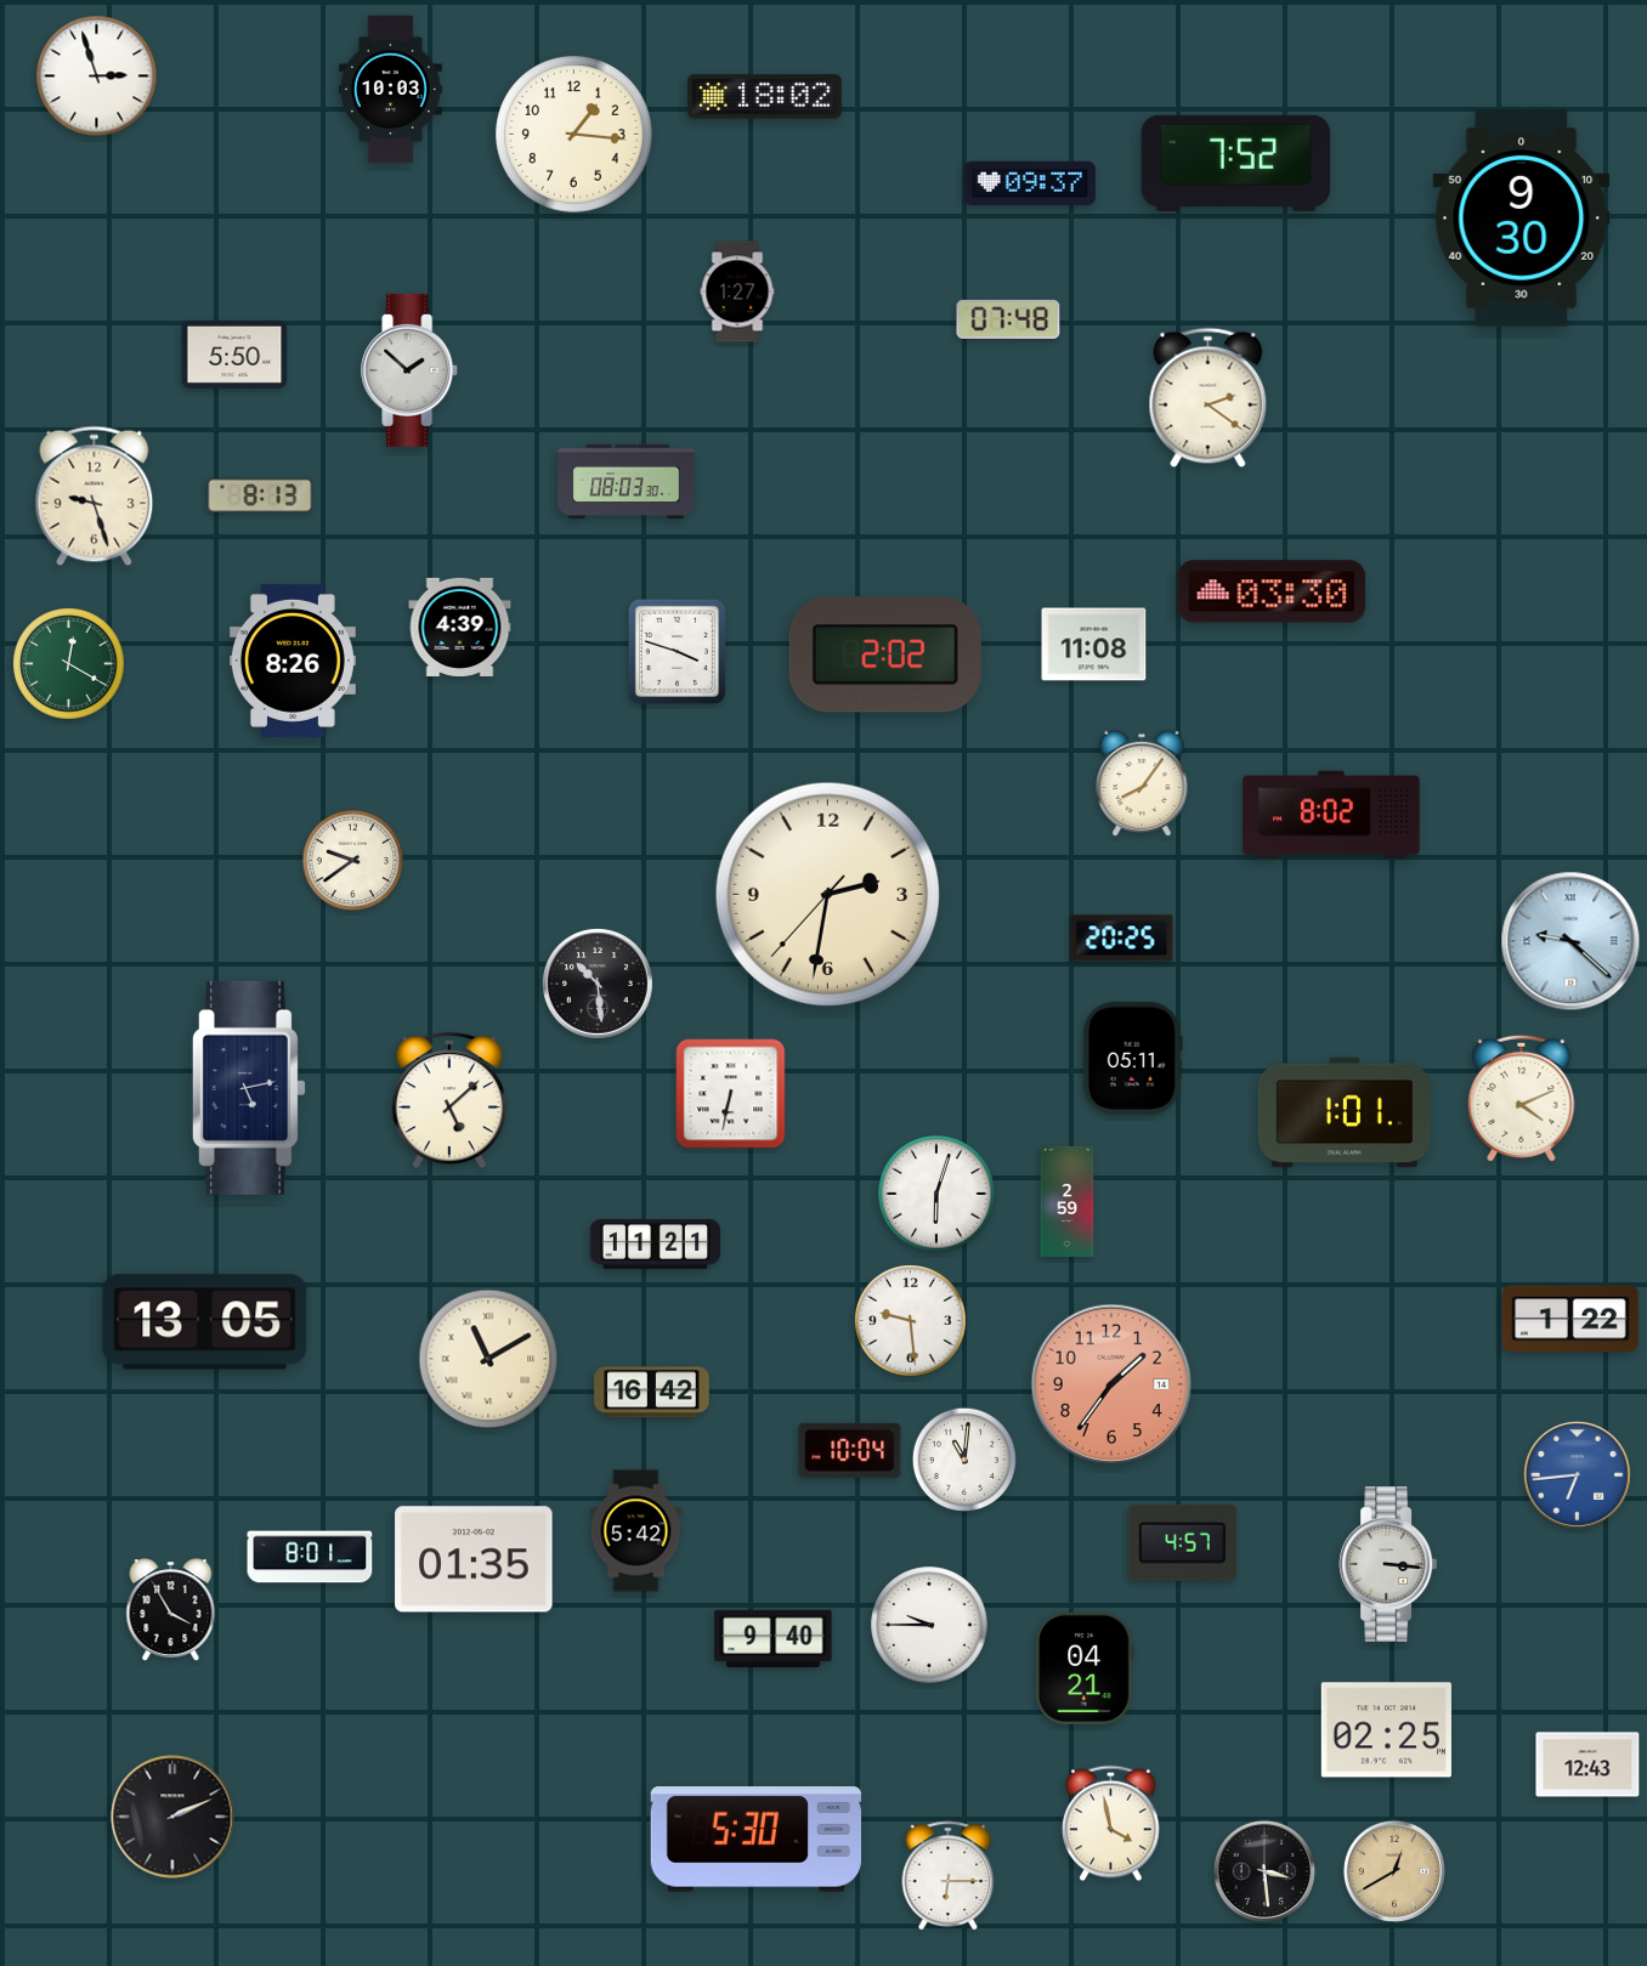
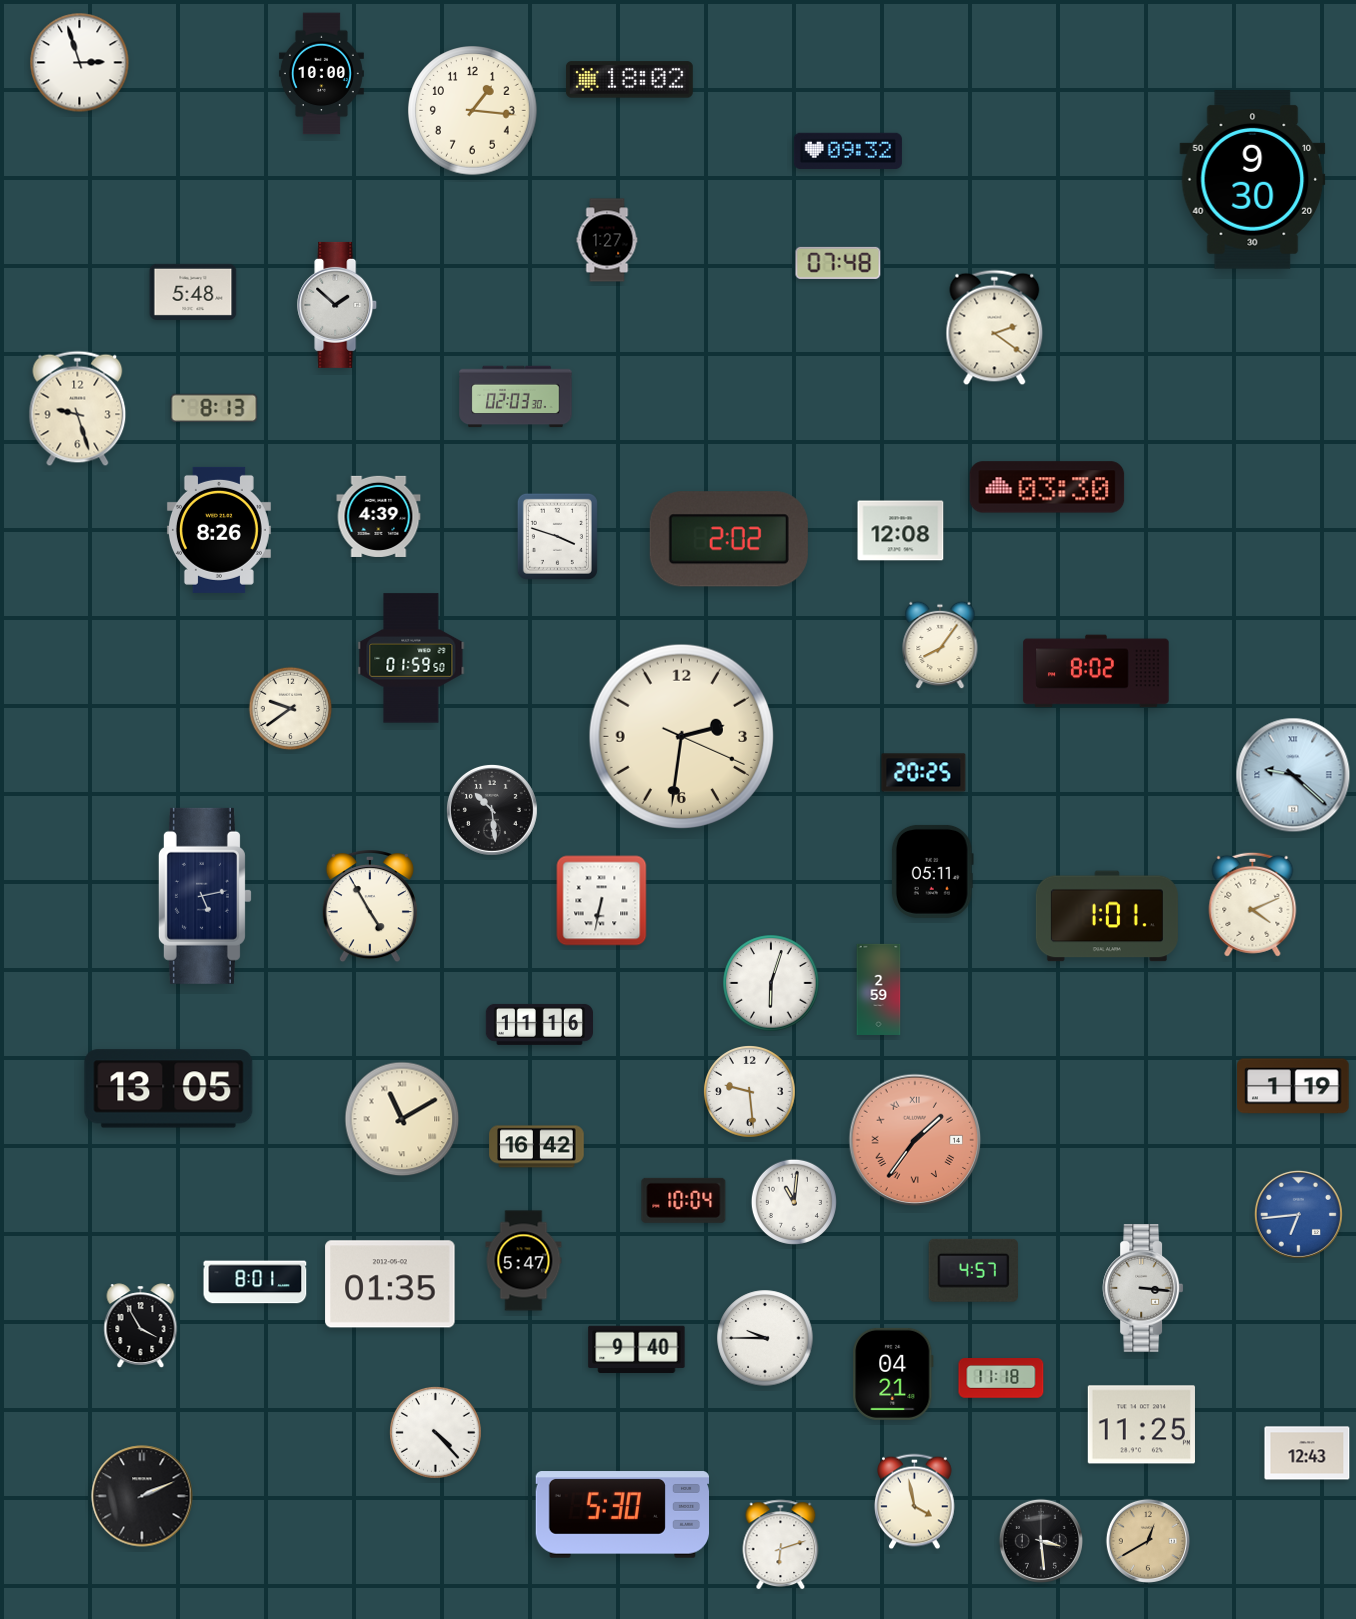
clock at (390, 90): 10:03 -> 10:00
clock at (1236, 163): 7:52 -> none
clock at (1030, 183): 09:37 -> 09:32
clock at (1008, 319) position: (1008, 319) -> (838, 263)
clock at (234, 355): 5:50 -> 5:48
clock at (627, 482): 08:03 -> 02:03
clock at (1094, 645): 11:08 -> 12:08
clock at (293, 661) position: (293, 661) -> (219, 530)
clock at (69, 664): 12:20 -> none
clock at (411, 658): none -> 01:59
clock at (828, 895): 2:31:37 -> 2:31:19
clock at (449, 1101): 5:08 -> 4:55
clock at (655, 1243): 11:21 -> 11:16
clock at (1570, 1319): 1:22 -> 1:19
clock at (911, 1321) position: (911, 1321) -> (750, 1092)
clock at (1111, 1384) numerals: Arabic -> Roman
clock at (850, 1450) position: (850, 1450) -> (684, 1200)
clock at (636, 1531): 5:42 -> 5:47
clock at (1001, 1378): none -> 11:18
clock at (1386, 1730): 02:25 -> 11:25
clock at (436, 1433): none -> 4:23
clock at (949, 1876): 6:15 -> 6:12
